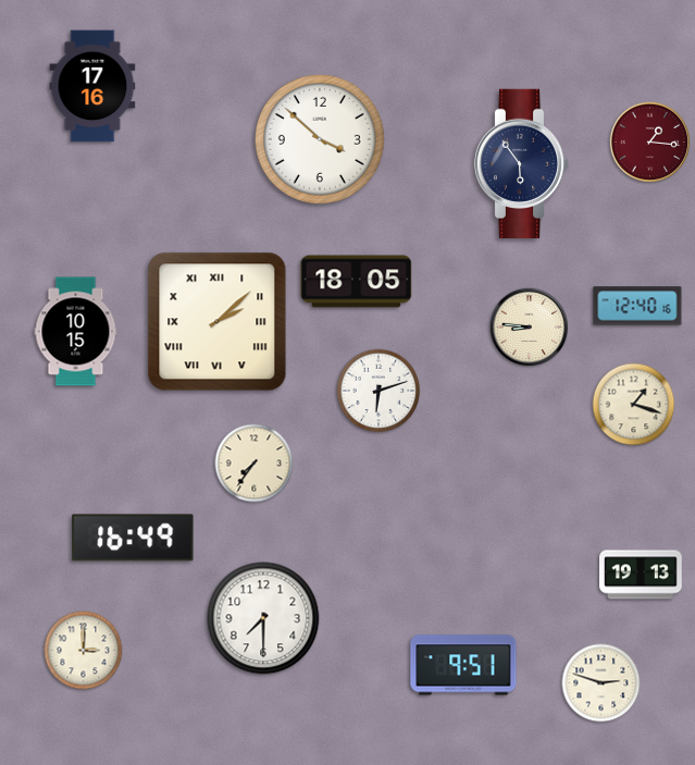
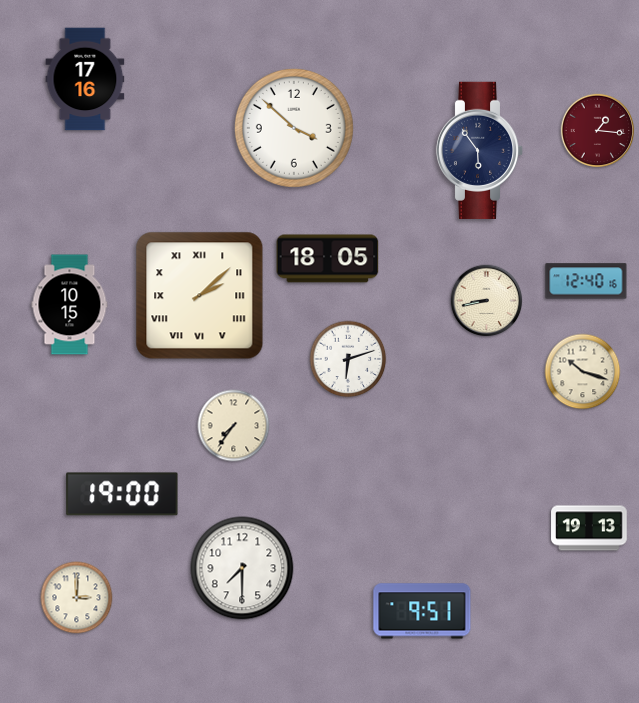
clock at (530, 328): 8:46 -> 8:43
clock at (634, 405): 1:18 -> 10:18
clock at (133, 538): 16:49 -> 19:00
clock at (463, 665) position: (463, 665) -> (422, 611)
clock at (601, 683): 2:48 -> none
